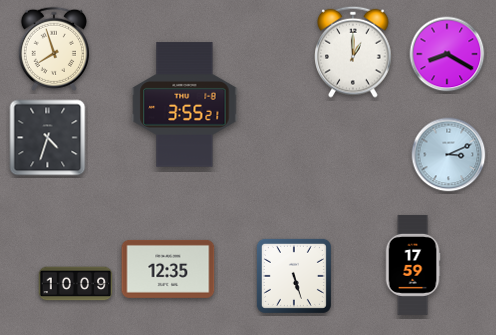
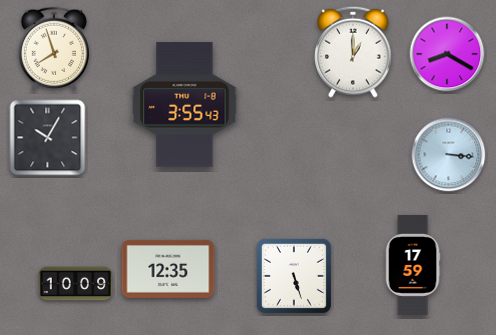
clock at (185, 105): 3:55:21 -> 3:55:43
clock at (48, 138): 4:33 -> 10:05
clock at (449, 155): 3:11 -> 3:16
